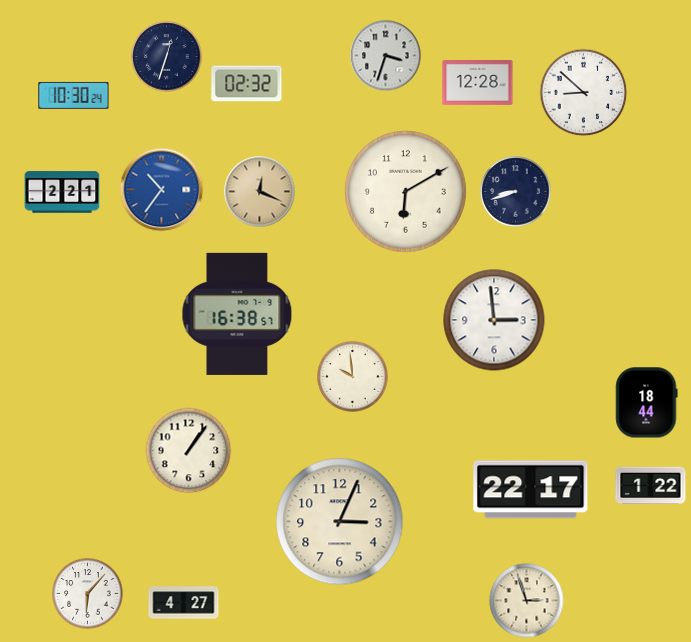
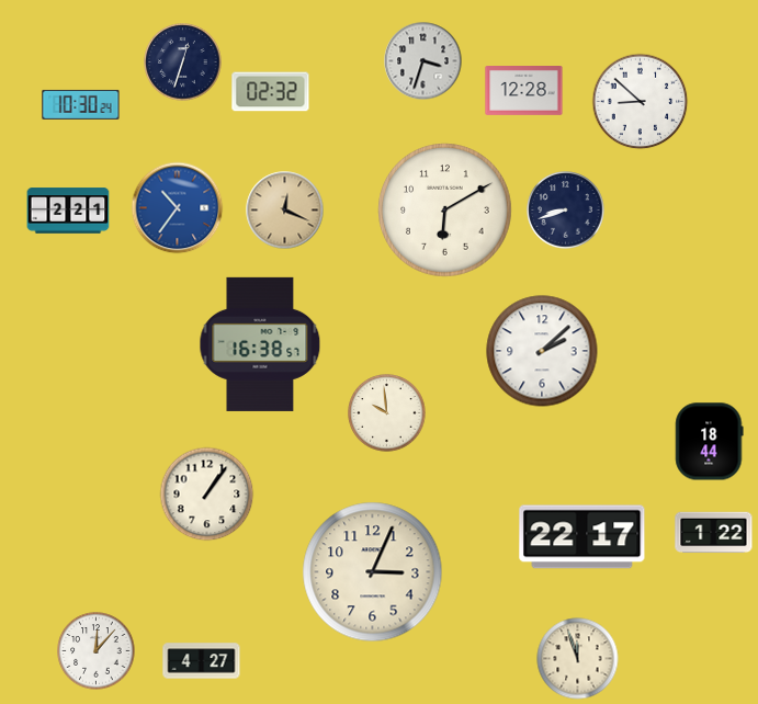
clock at (494, 320): 2:59 -> 2:08
clock at (88, 594): 6:07 -> 12:07
clock at (527, 601): 2:57 -> 11:57
